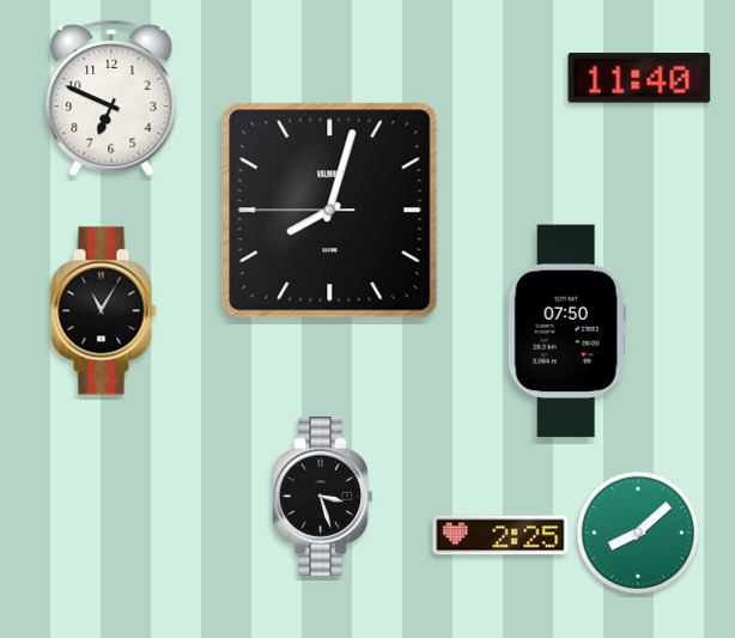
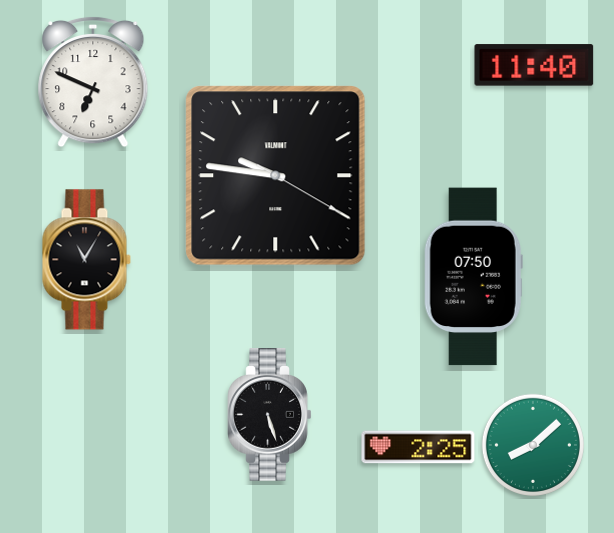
clock at (330, 211): 8:02 -> 9:46
clock at (323, 497): 3:27 -> 5:27
